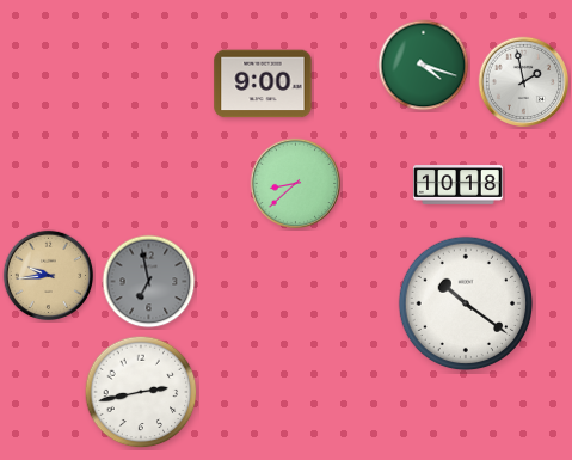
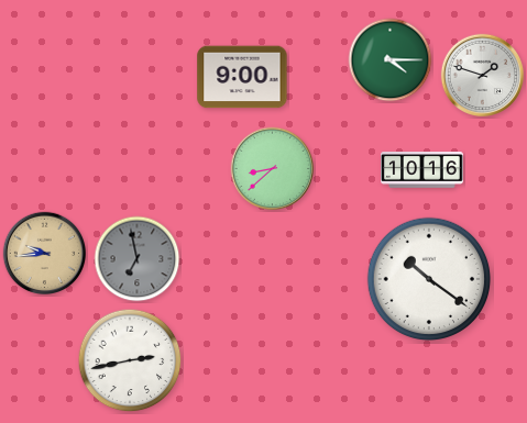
clock at (424, 66): 4:18 -> 4:15
clock at (524, 82): 1:58 -> 1:48
clock at (459, 185): 10:18 -> 10:16
